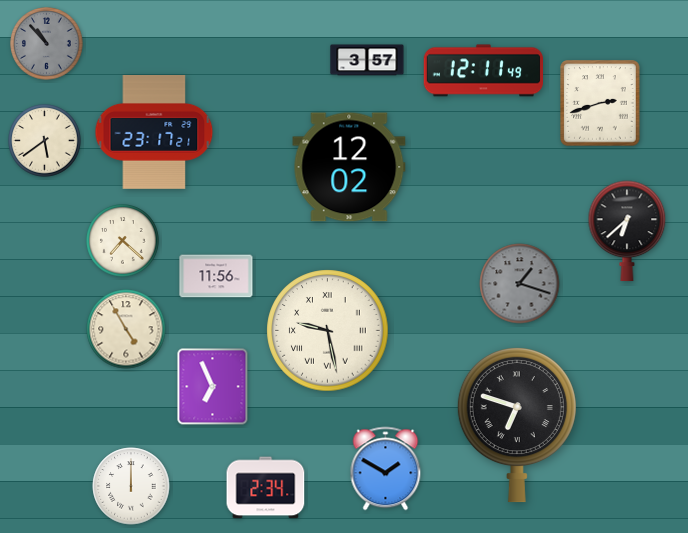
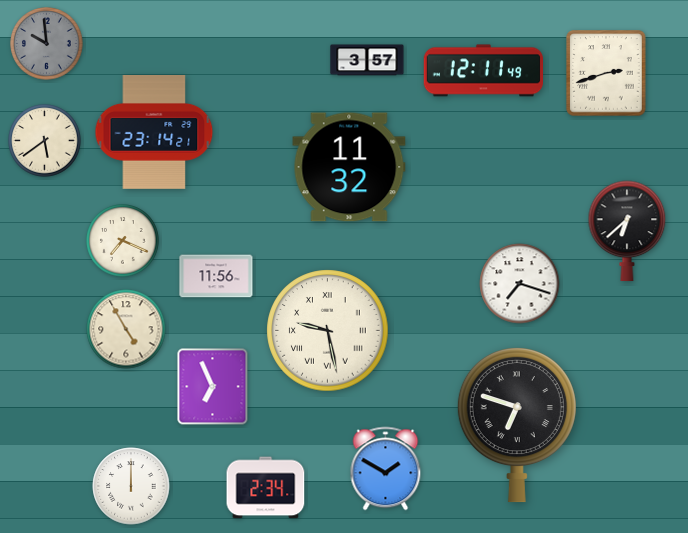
clock at (47, 44): 10:53 -> 9:59
clock at (600, 103) position: (600, 103) -> (606, 73)
clock at (154, 133): 23:17 -> 23:14
clock at (349, 167): 12:02 -> 11:32
clock at (123, 241): 7:22 -> 7:19
clock at (520, 284): 1:18 -> 7:18
clock at (520, 284) dial: grey -> white
